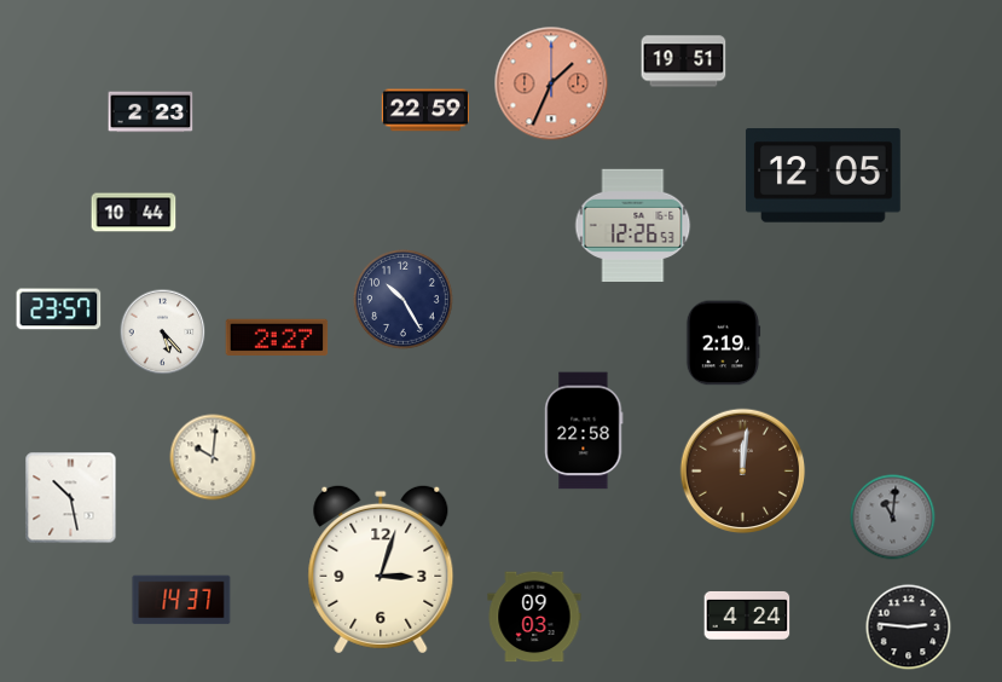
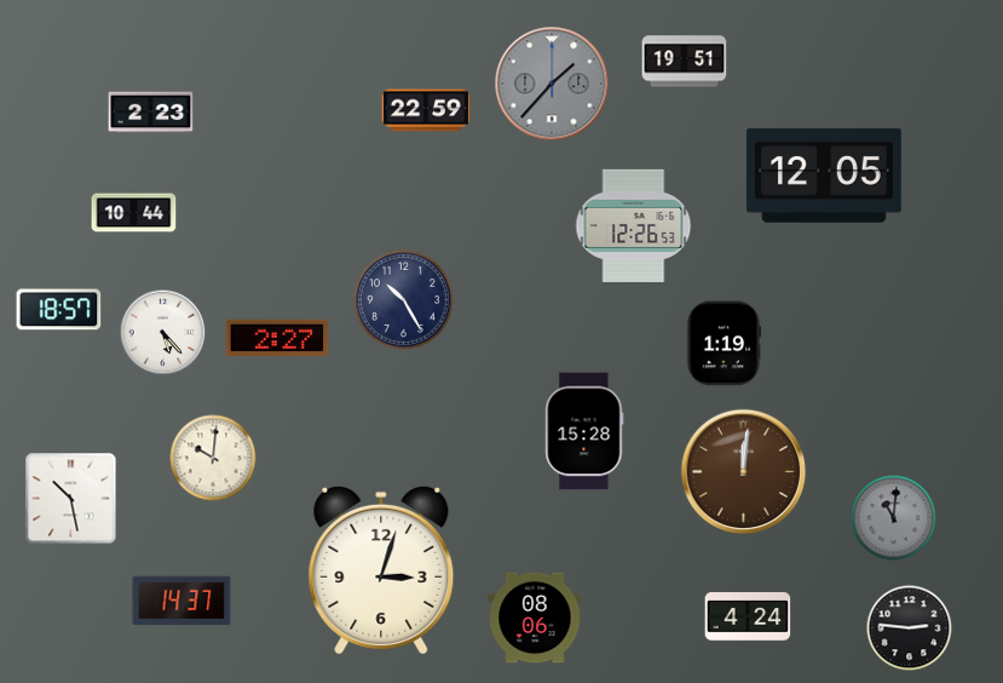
clock at (551, 83): 1:34 -> 1:37
clock at (551, 83) dial: salmon -> grey
clock at (59, 310): 23:57 -> 18:57
clock at (723, 343): 2:19 -> 1:19
clock at (584, 430): 22:58 -> 15:28
clock at (534, 617): 09:03 -> 08:06
